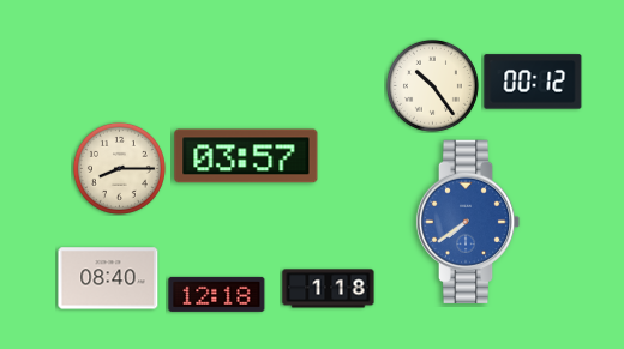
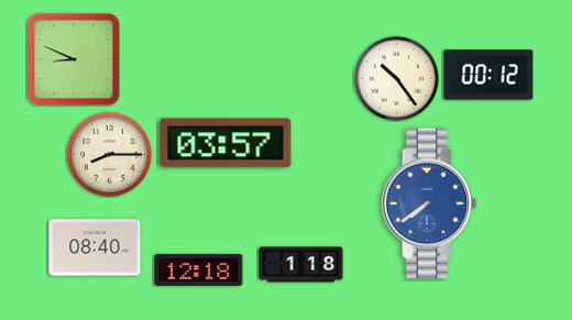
clock at (74, 59): none -> 8:49
clock at (108, 278) position: (108, 278) -> (95, 247)
